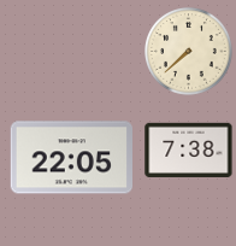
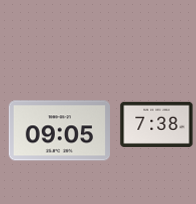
clock at (189, 52): 7:38 -> none
clock at (71, 158): 22:05 -> 09:05
